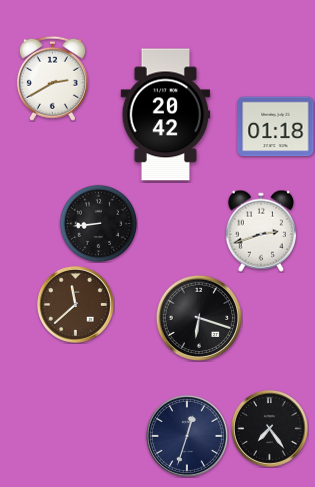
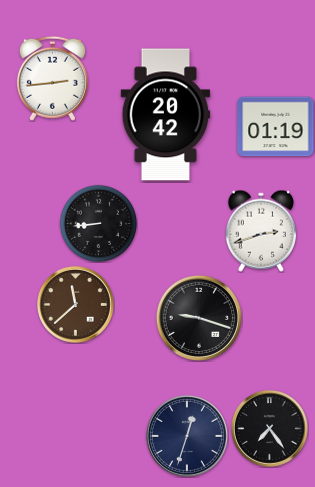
clock at (52, 78): 2:40 -> 2:44
clock at (276, 127): 01:18 -> 01:19
clock at (198, 317): 6:18 -> 9:18
